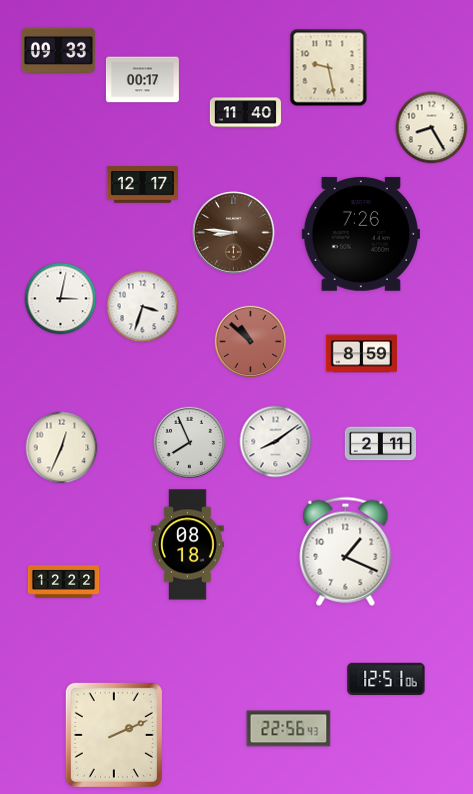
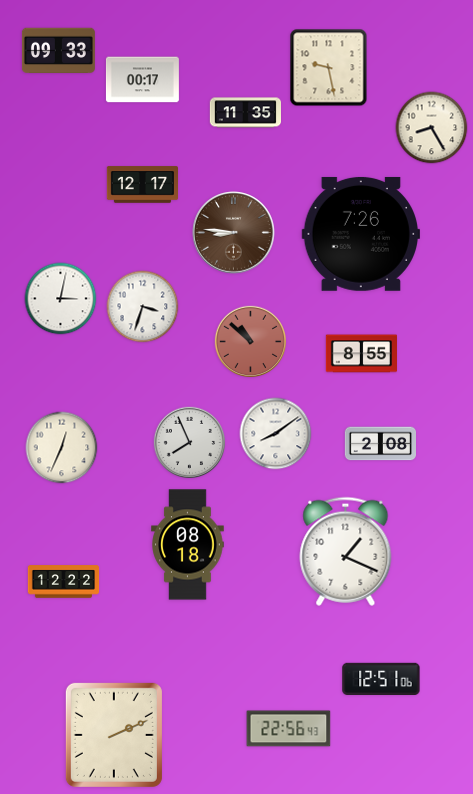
clock at (245, 113): 11:40 -> 11:35
clock at (361, 354): 8:59 -> 8:55
clock at (276, 442) position: (276, 442) -> (276, 434)
clock at (380, 444): 2:11 -> 2:08
clock at (386, 679) position: (386, 679) -> (381, 679)
